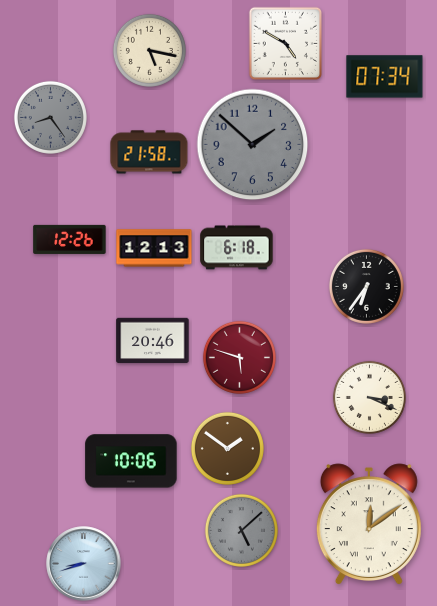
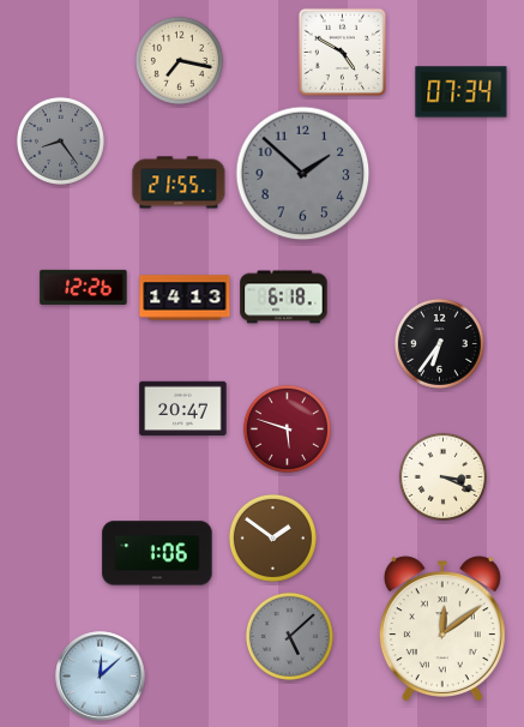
clock at (149, 50): 5:17 -> 7:17
clock at (149, 152): 21:58 -> 21:55
clock at (154, 248): 12:13 -> 14:13
clock at (153, 341): 20:46 -> 20:47
clock at (131, 461): 10:06 -> 1:06
clock at (84, 564): 8:42 -> 12:08
